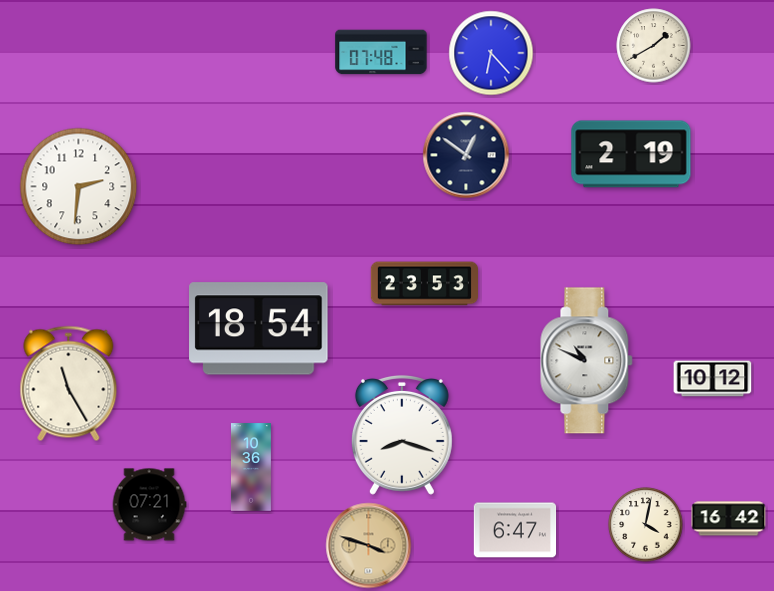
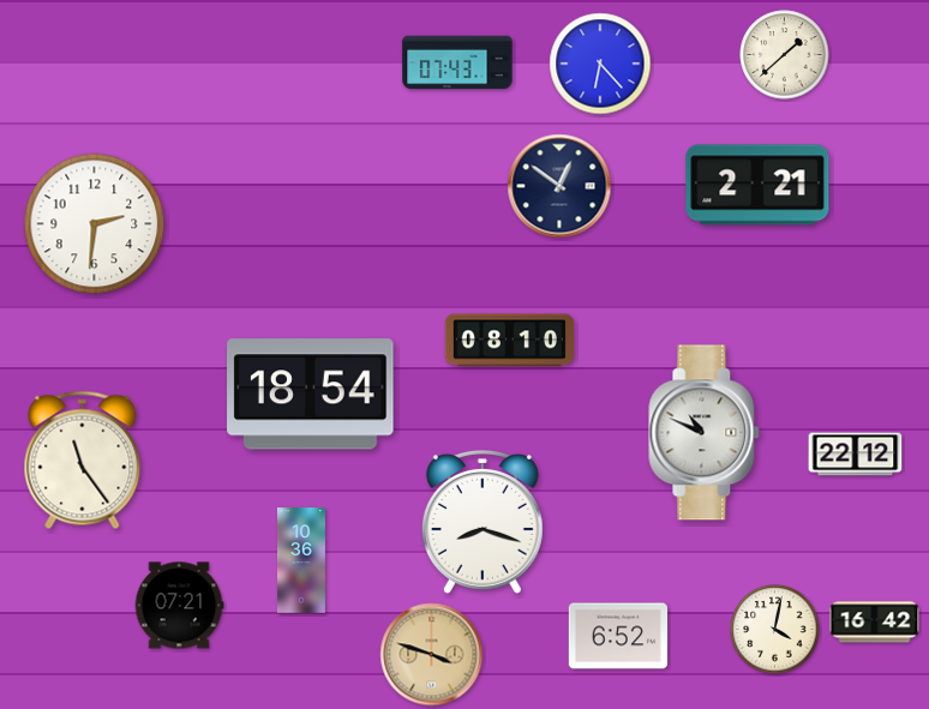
clock at (654, 46): 1:40 -> 1:38
clock at (381, 52): 07:48 -> 07:43
clock at (491, 53) position: (491, 53) -> (600, 64)
clock at (631, 154): 2:19 -> 2:21
clock at (424, 284): 23:53 -> 08:10
clock at (713, 379): 10:12 -> 22:12
clock at (69, 384): 11:25 -> 11:24
clock at (515, 530): 6:47 -> 6:52
clock at (369, 546) position: (369, 546) -> (432, 655)
